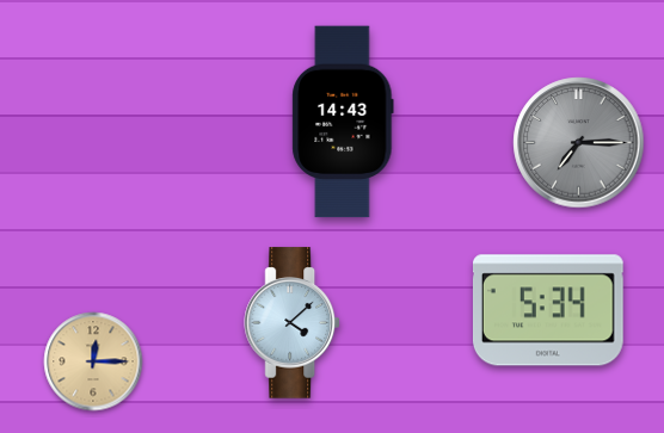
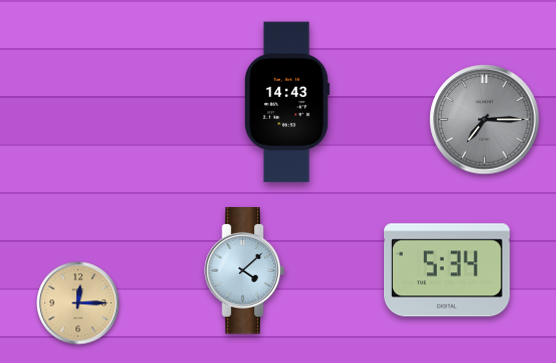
clock at (548, 310) position: (548, 310) -> (447, 270)
